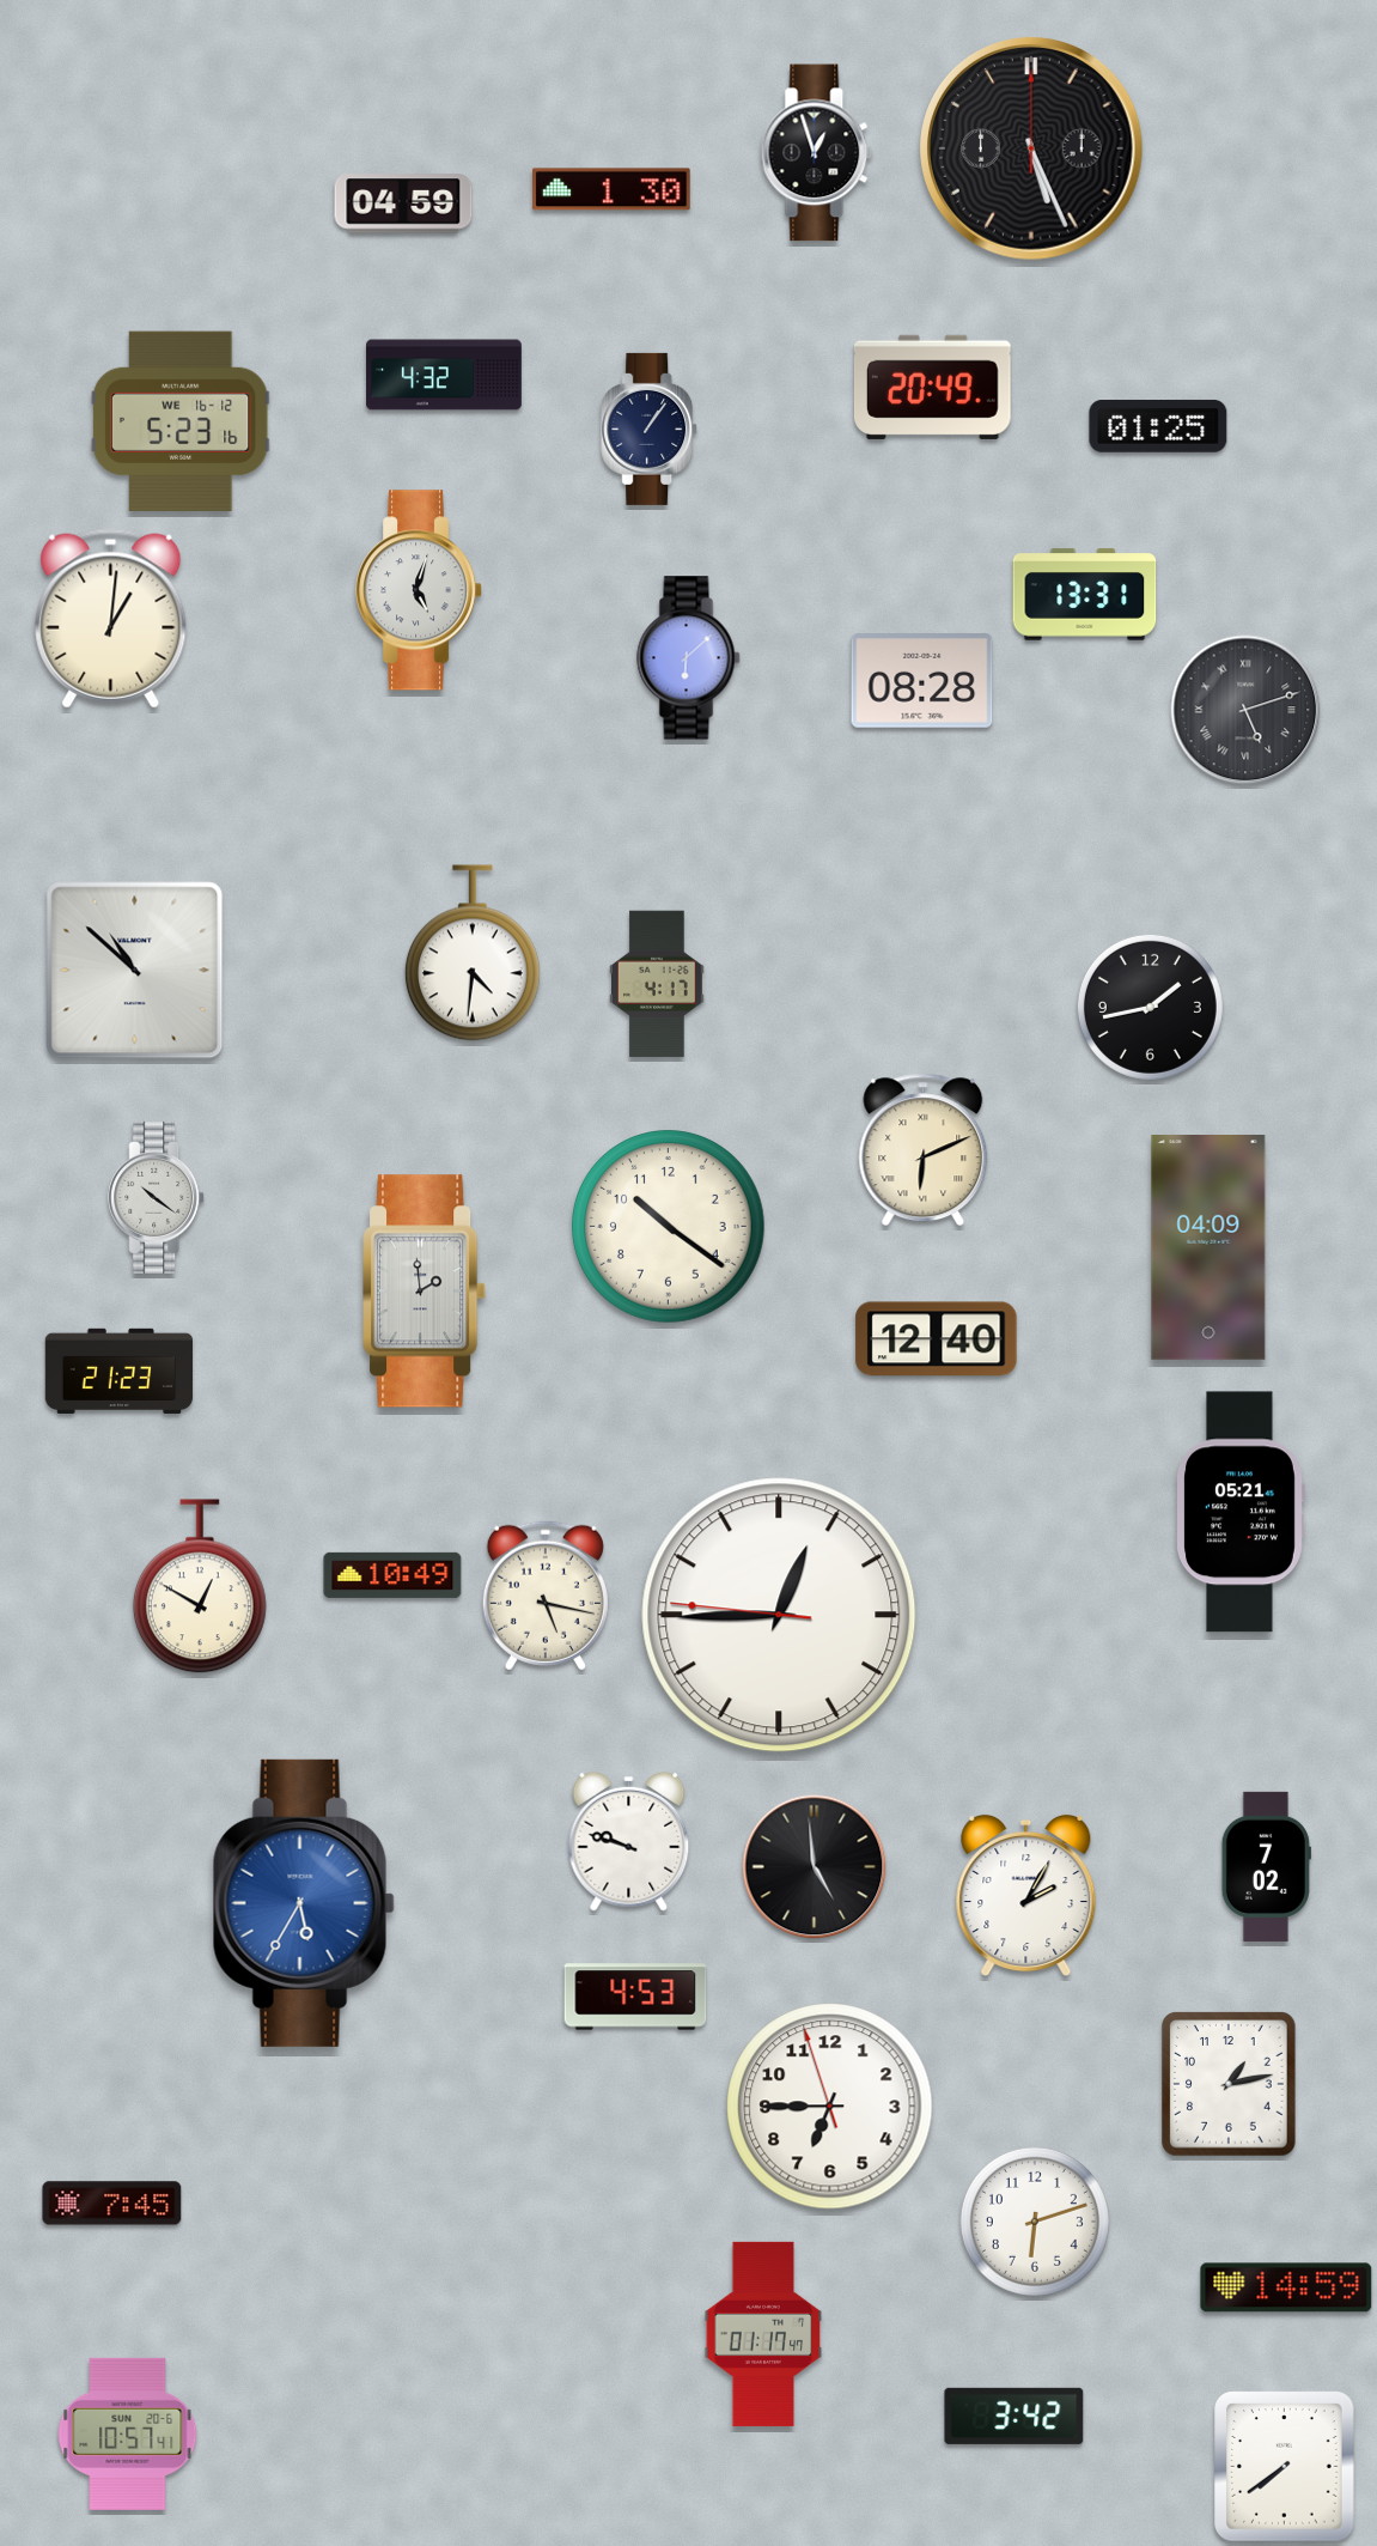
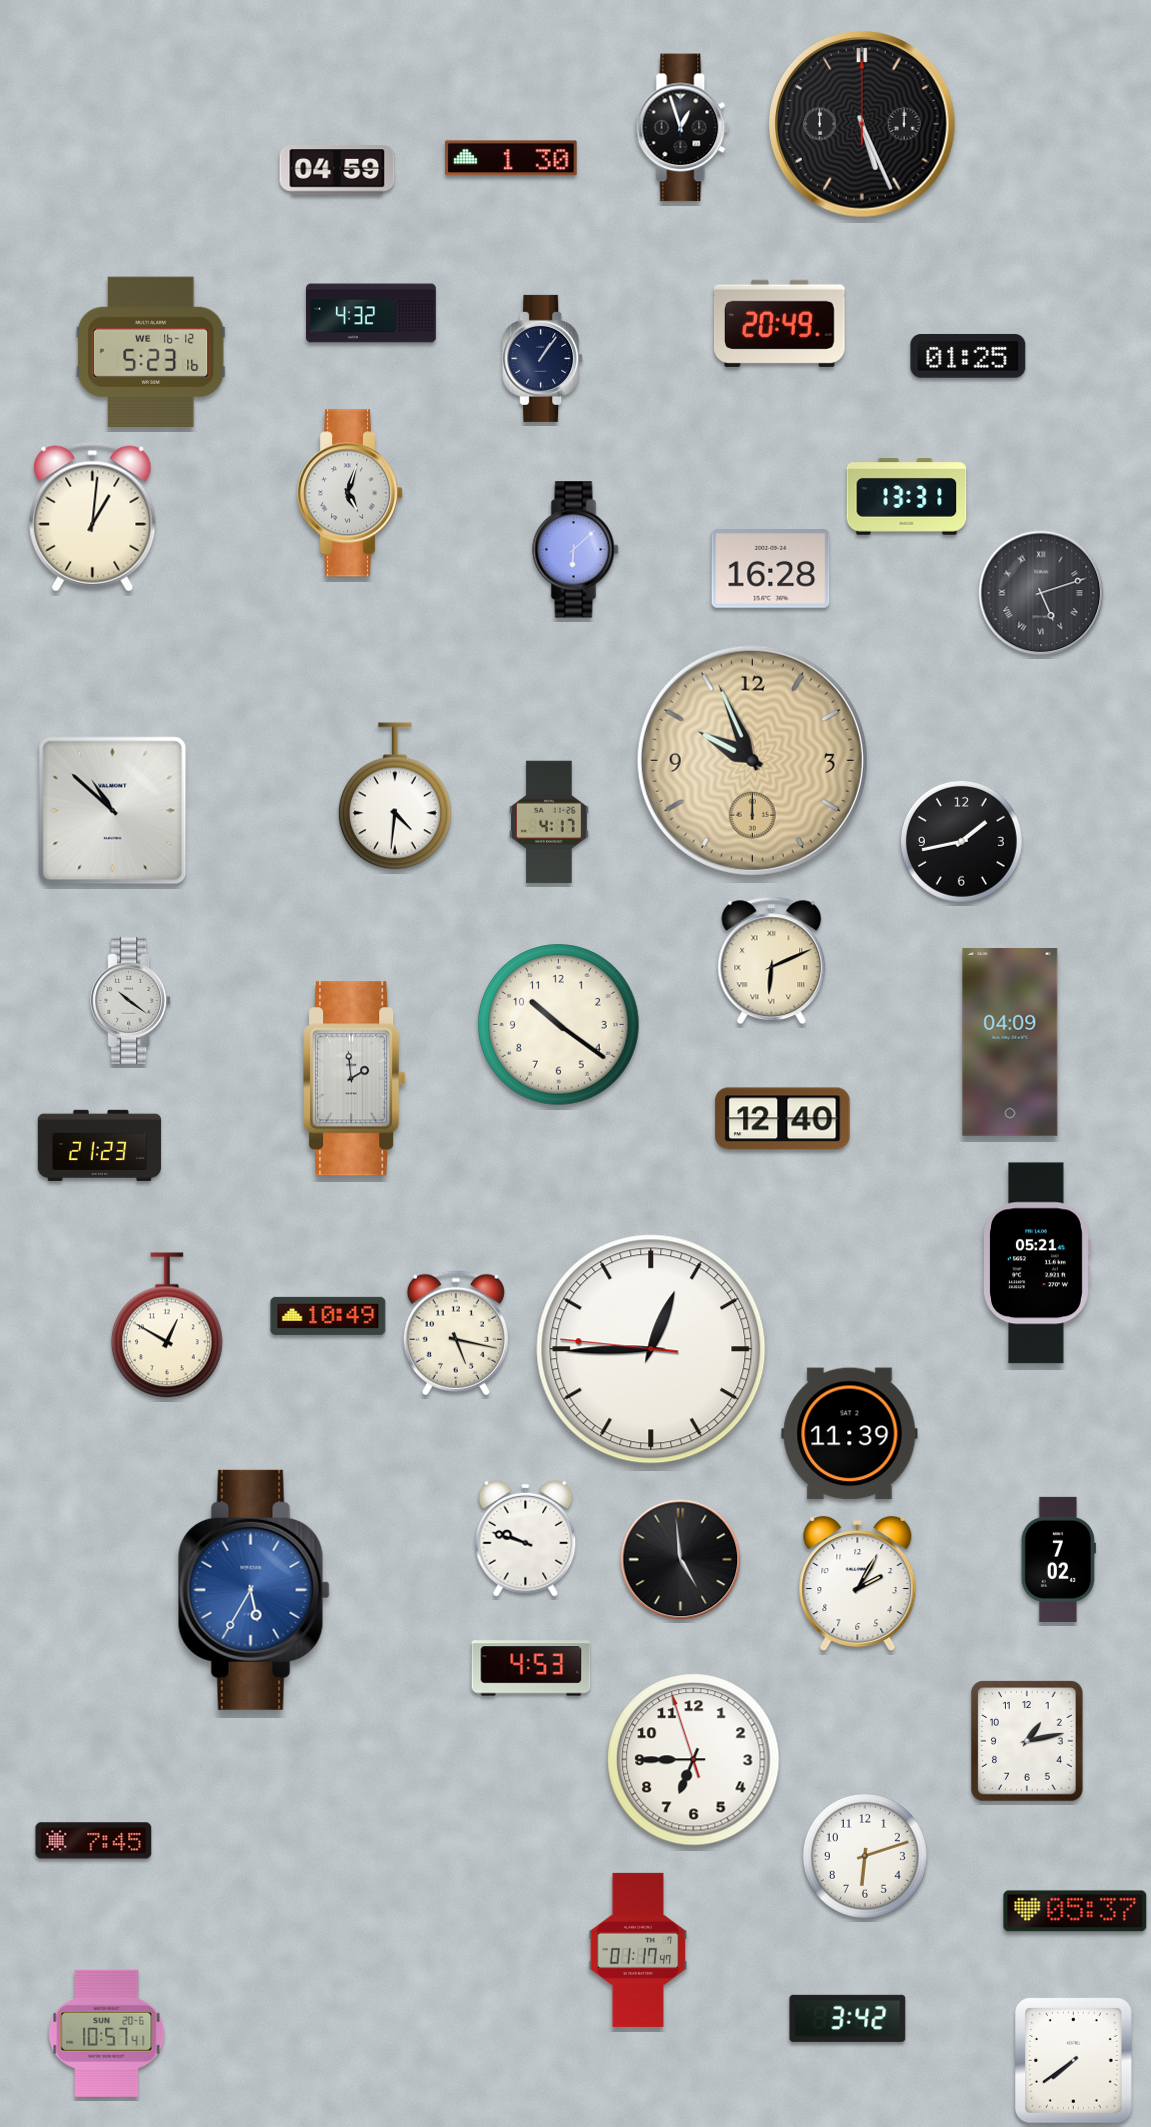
clock at (922, 681): 08:28 -> 16:28
clock at (752, 760): none -> 9:56
clock at (850, 1434): none -> 11:39
clock at (1286, 2287): 14:59 -> 05:37
